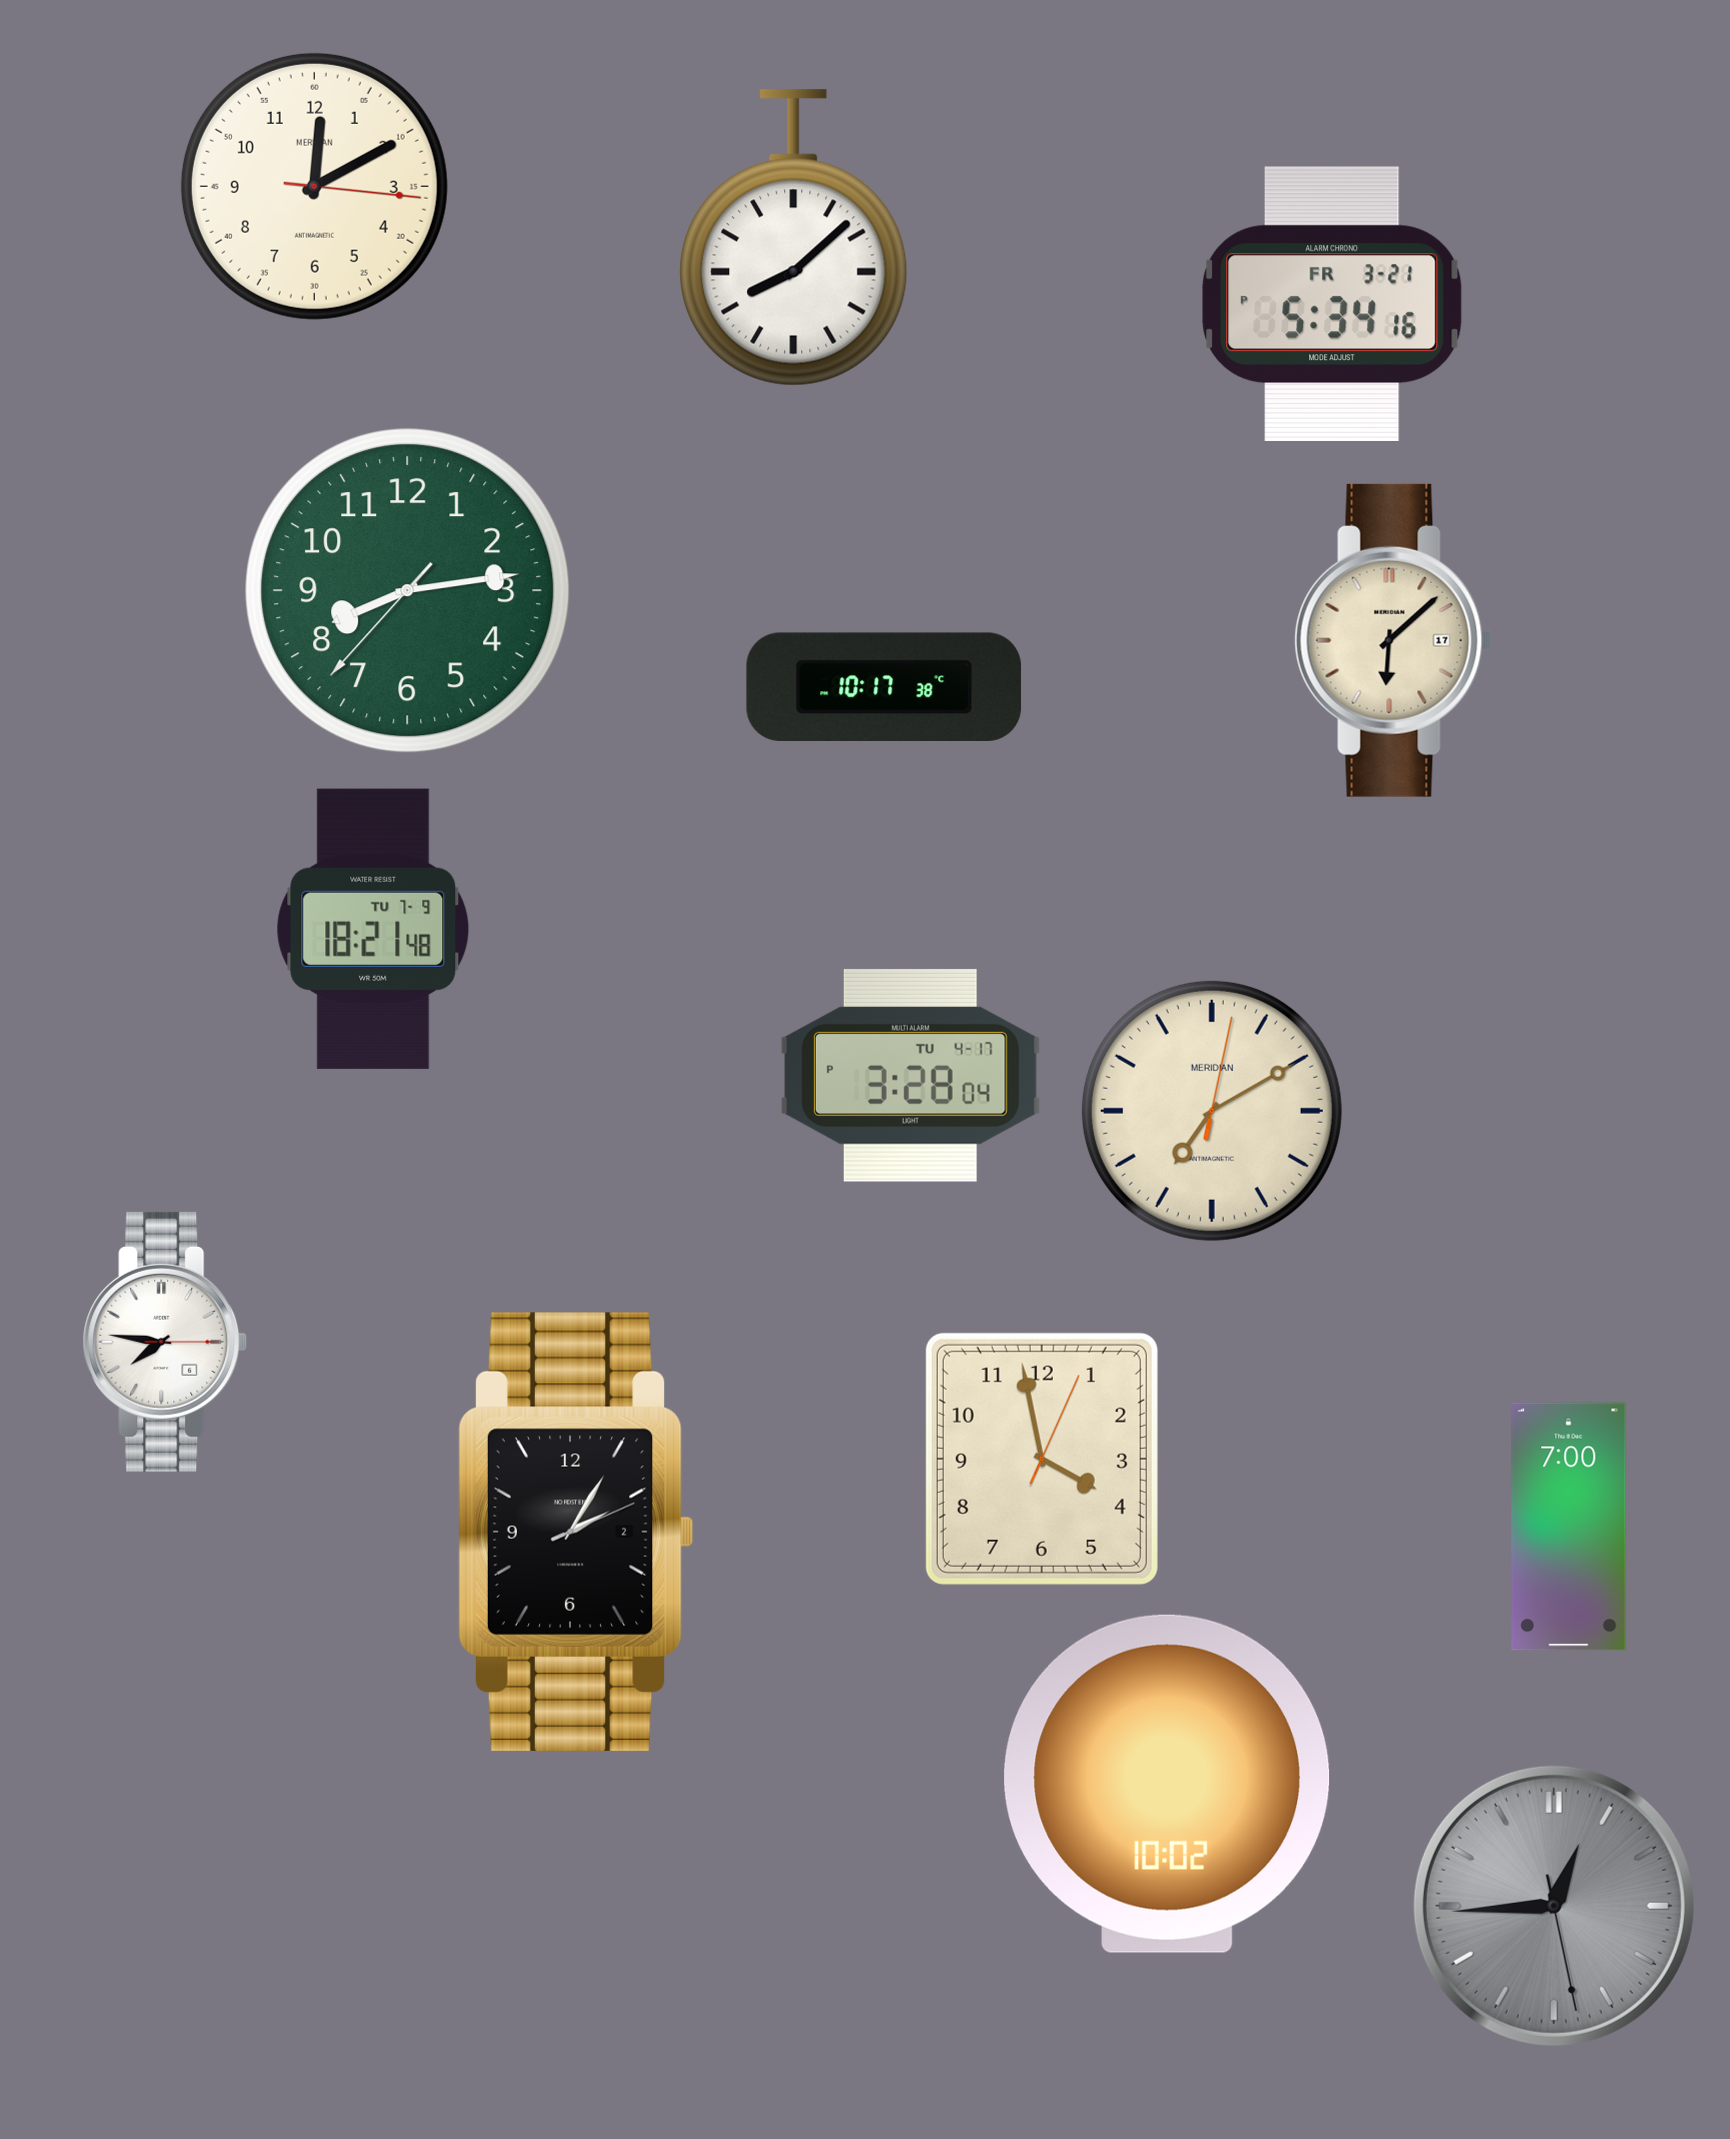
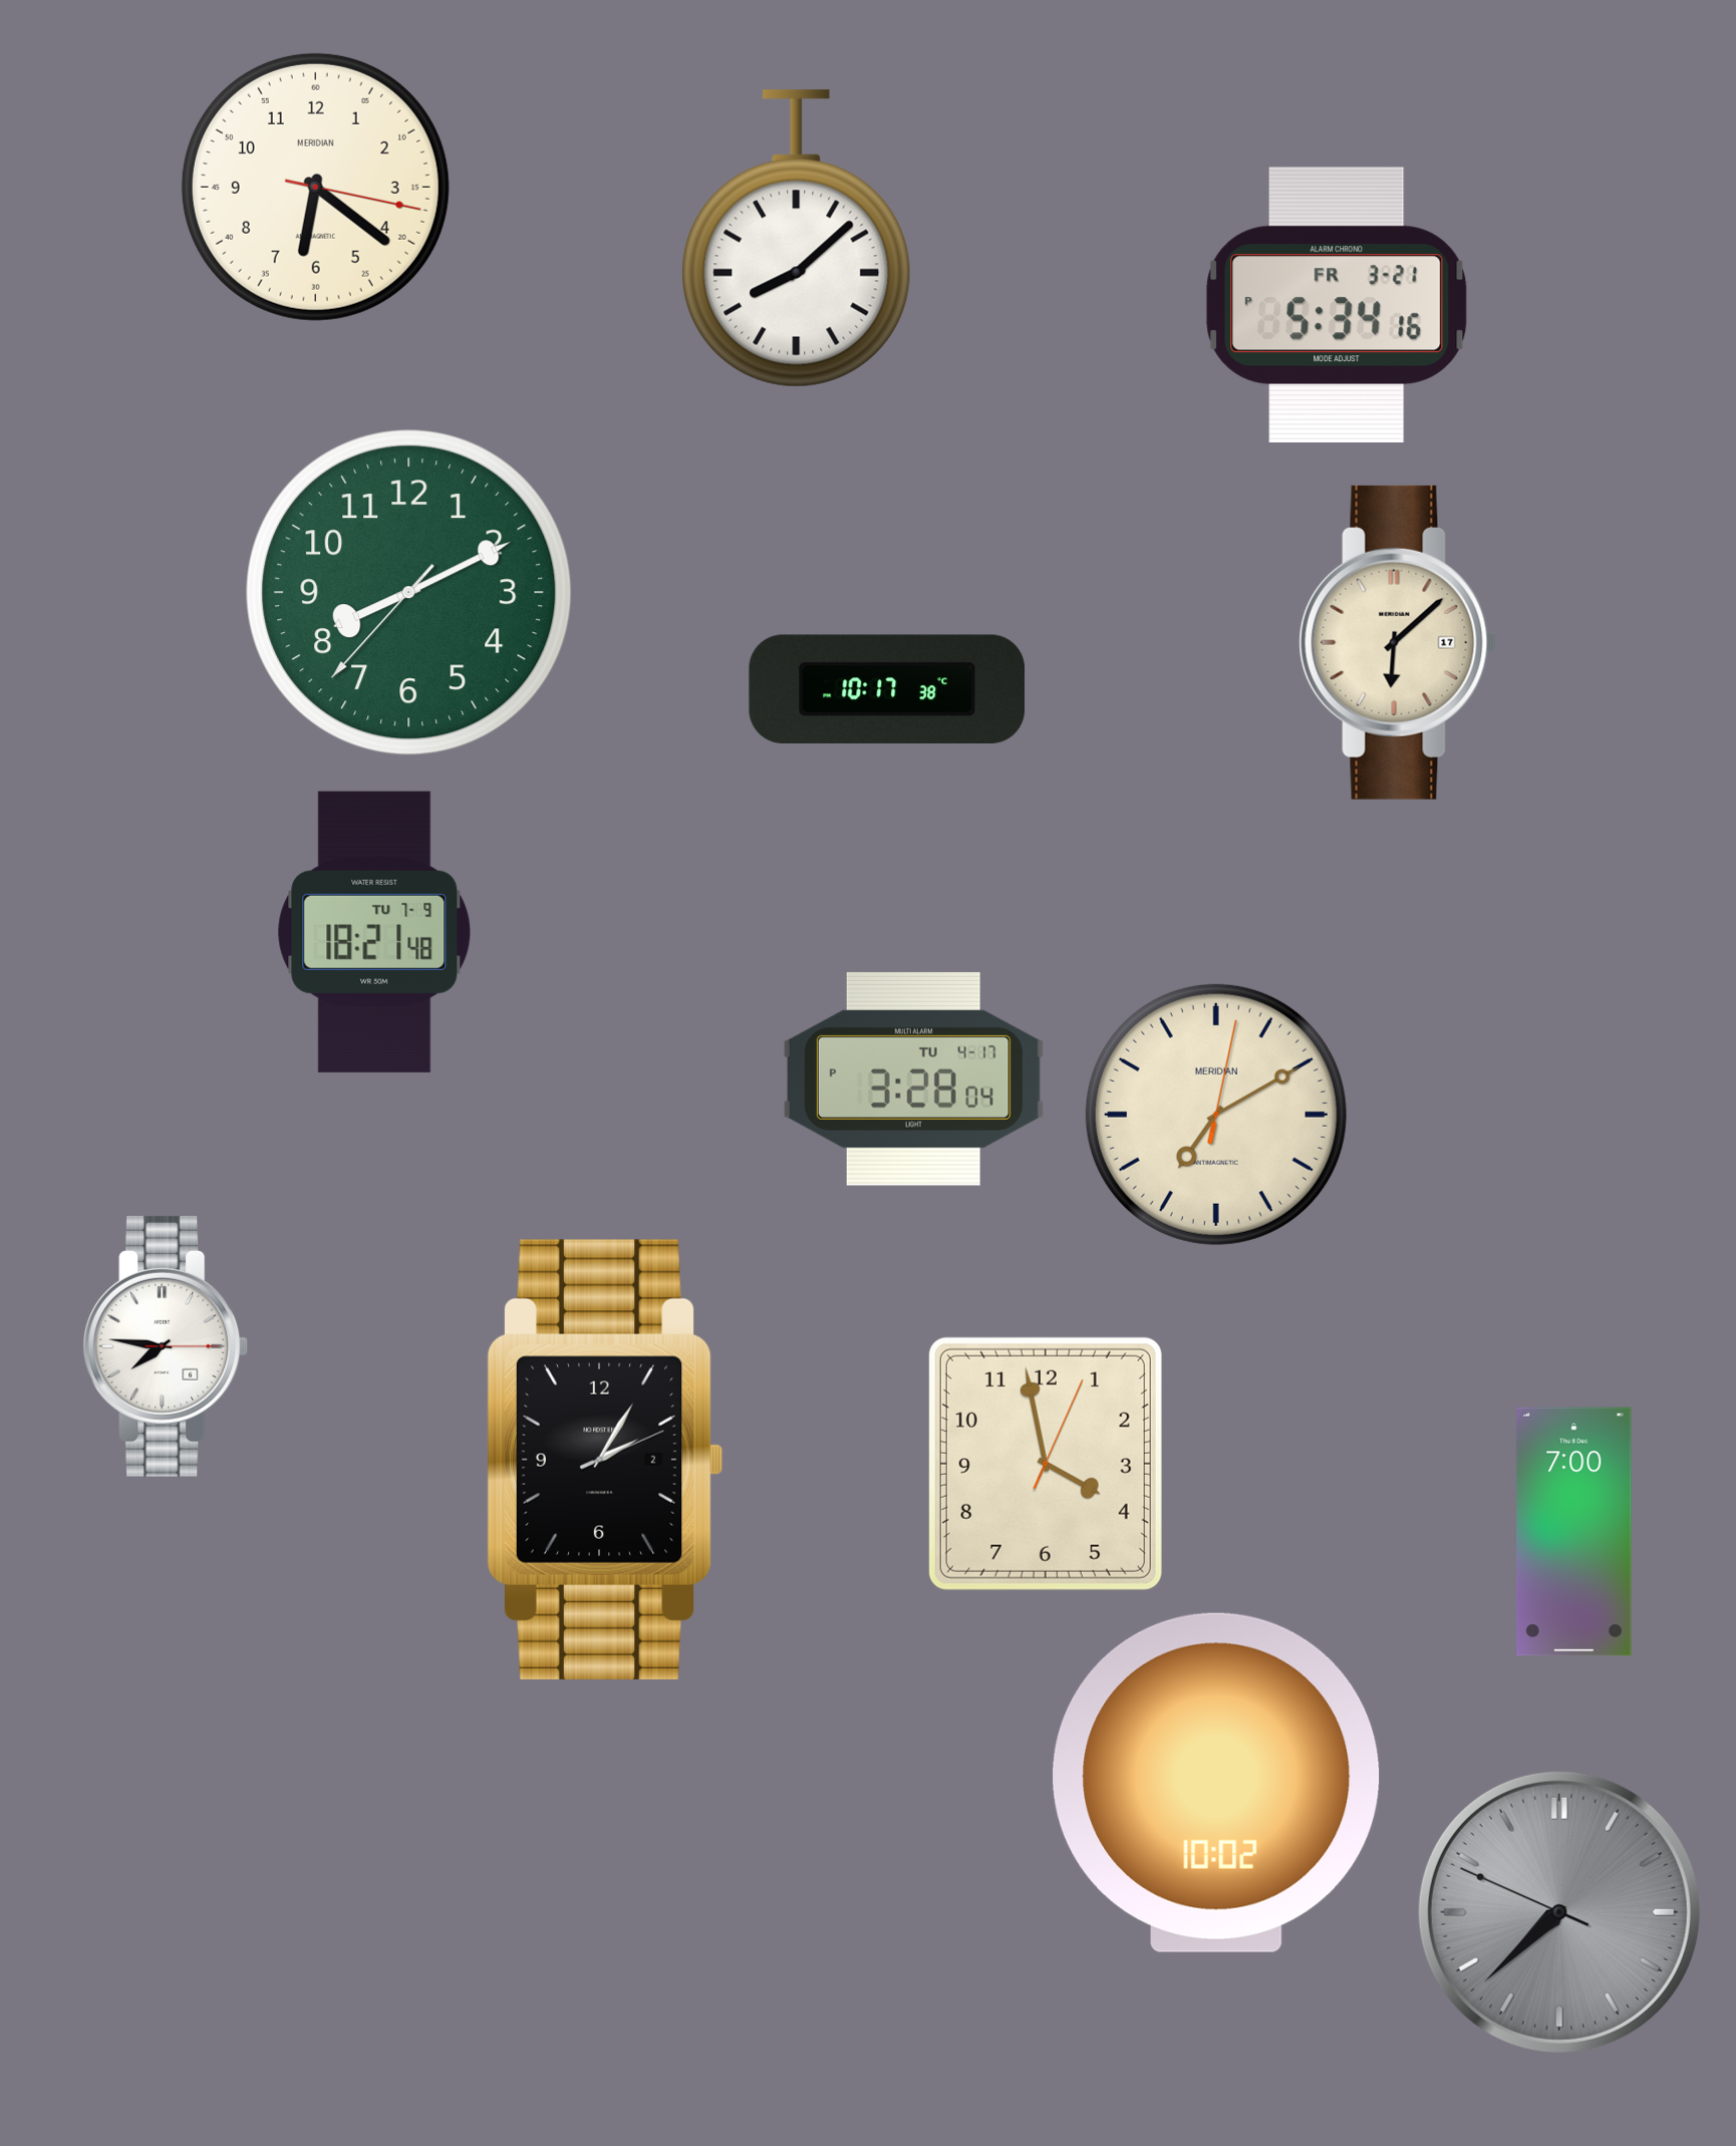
clock at (314, 186): 12:10 -> 6:21
clock at (408, 591): 8:13 -> 8:10
clock at (576, 1532) position: (576, 1532) -> (605, 1460)
clock at (1167, 1784) position: (1167, 1784) -> (1216, 1783)
clock at (1554, 1906): 12:44 -> 7:37
